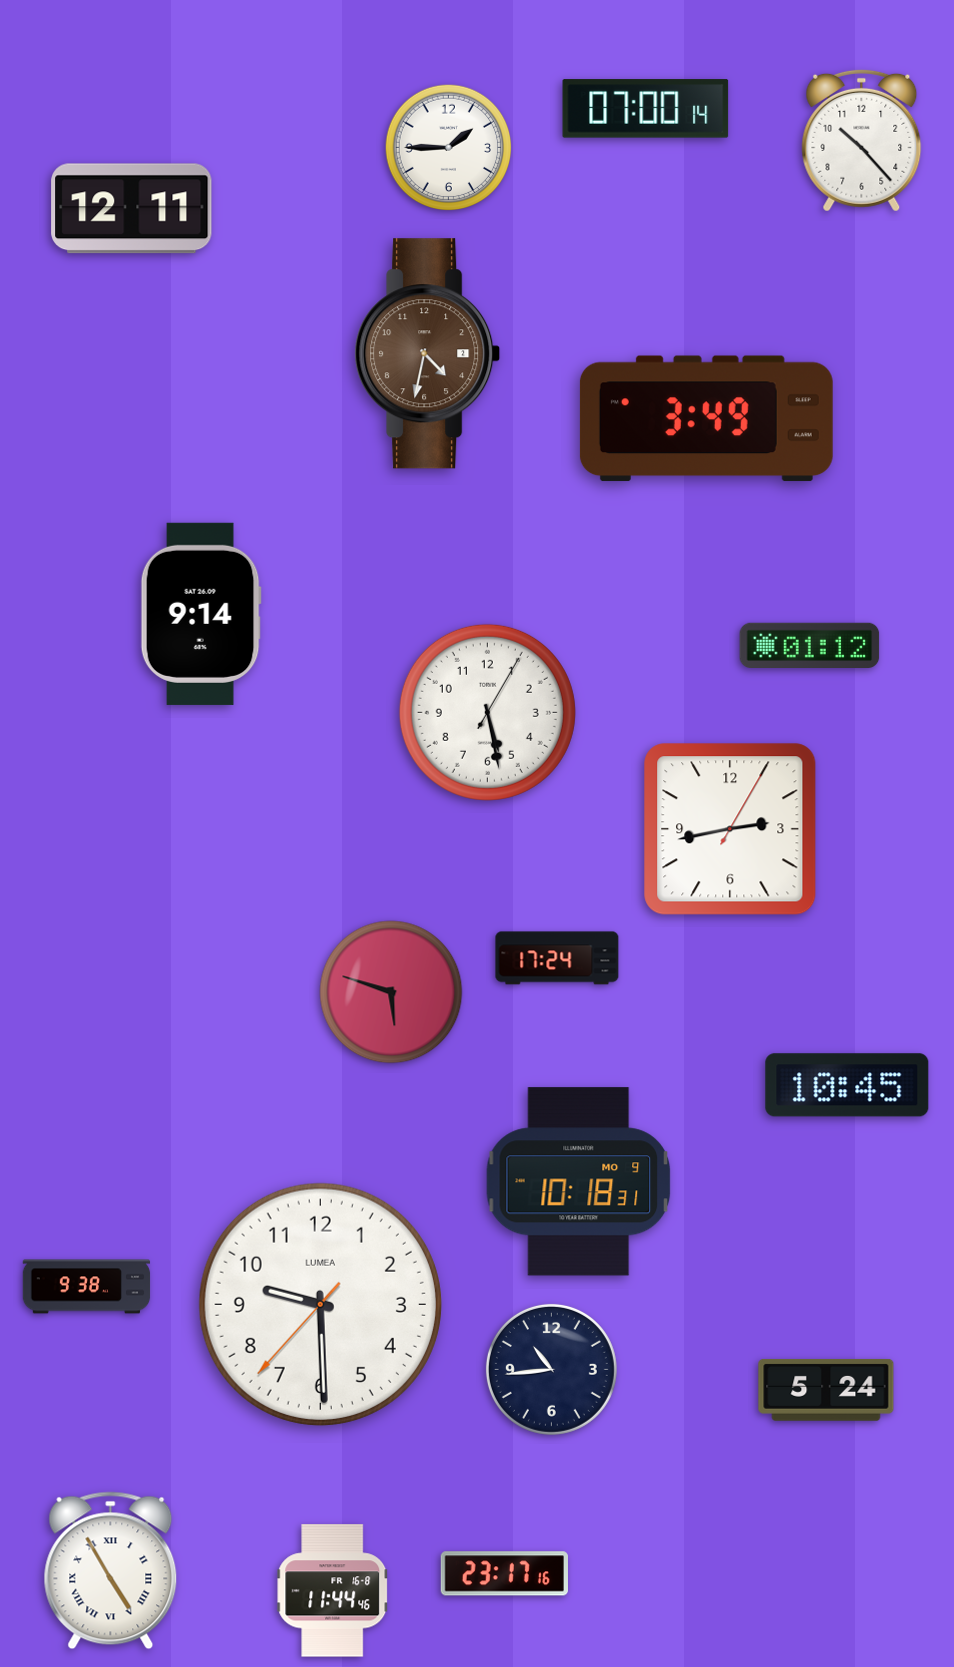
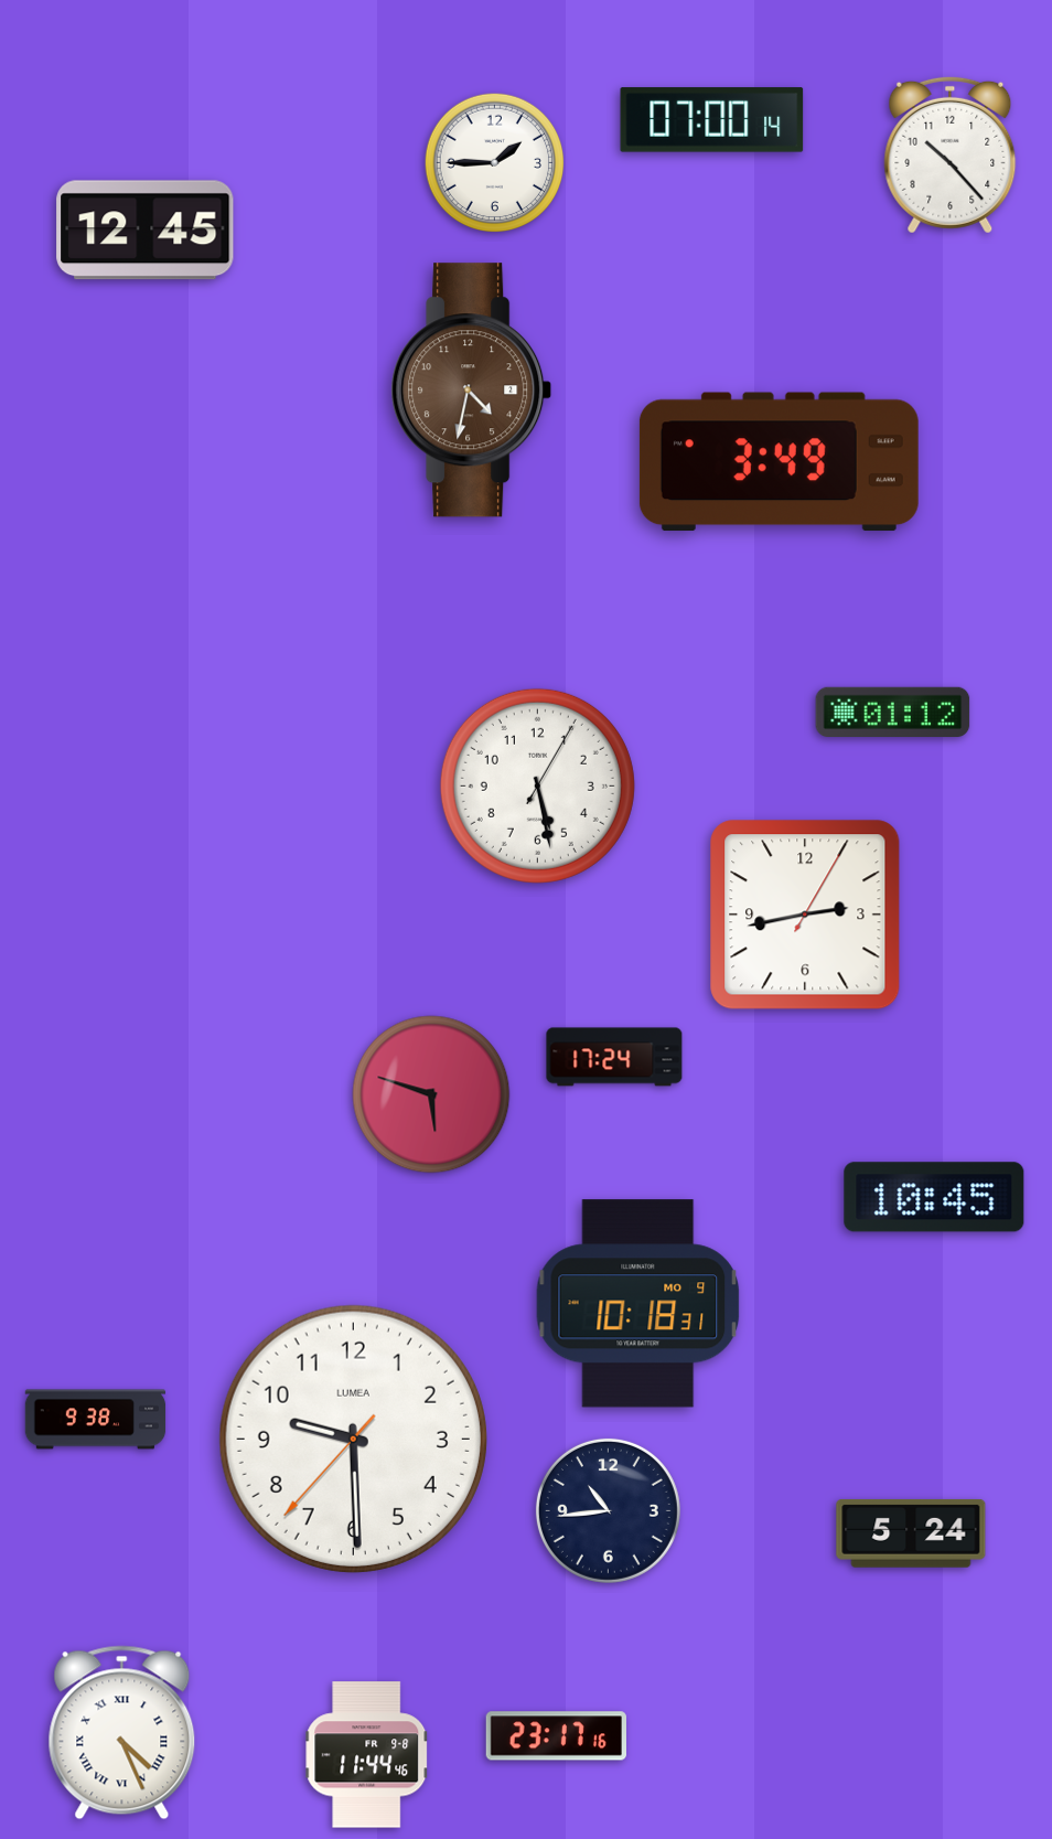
clock at (132, 209): 12:11 -> 12:45
clock at (201, 614): 9:14 -> none
clock at (111, 1571): 4:55 -> 4:26
clock at (333, 1591) date: FR 16-8 -> FR 9-8
